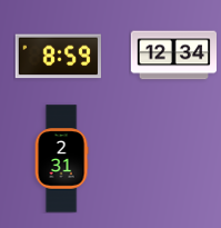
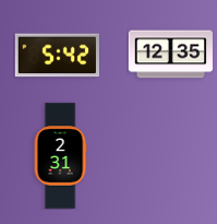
clock at (173, 56): 12:34 -> 12:35
clock at (58, 57): 8:59 -> 5:42
